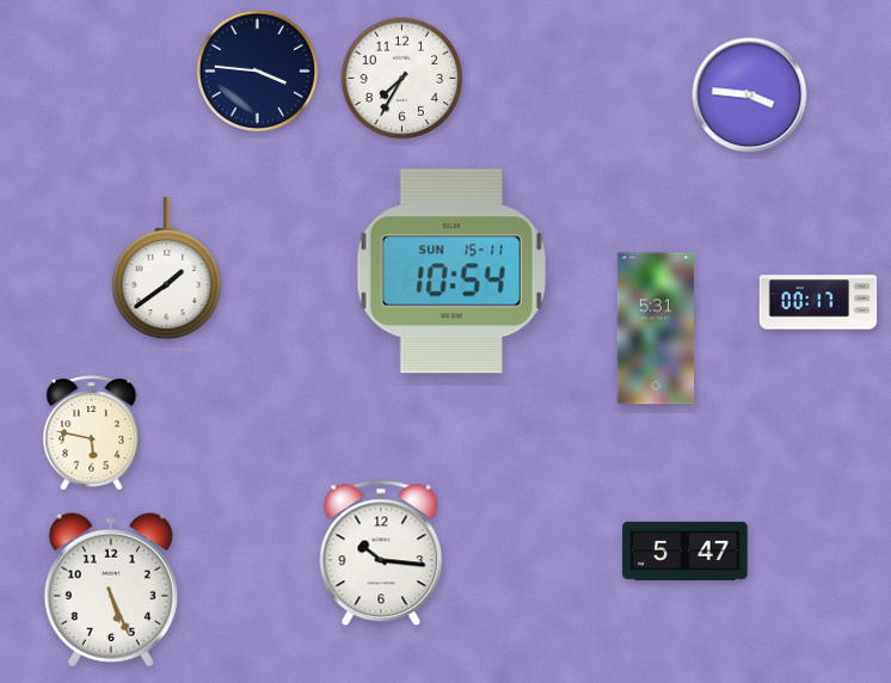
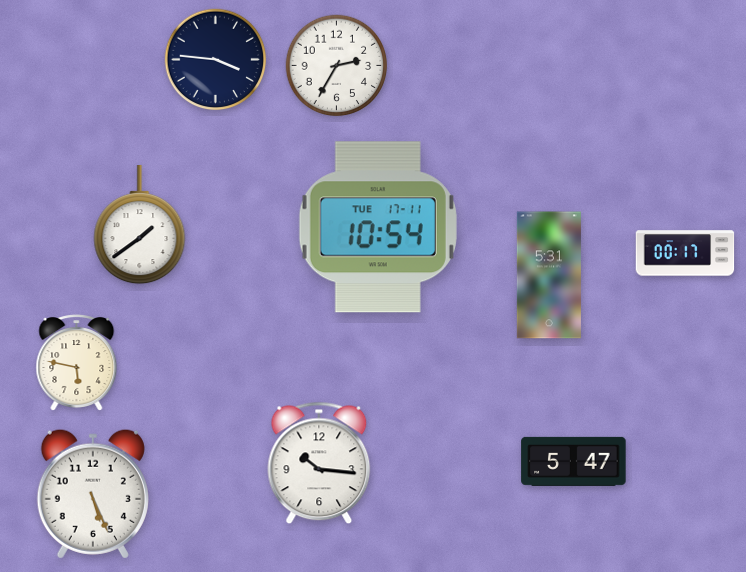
clock at (403, 79): 7:35 -> 2:35
clock at (750, 96): 3:46 -> none
clock at (451, 271) date: SUN 15-11 -> TUE 17-11
